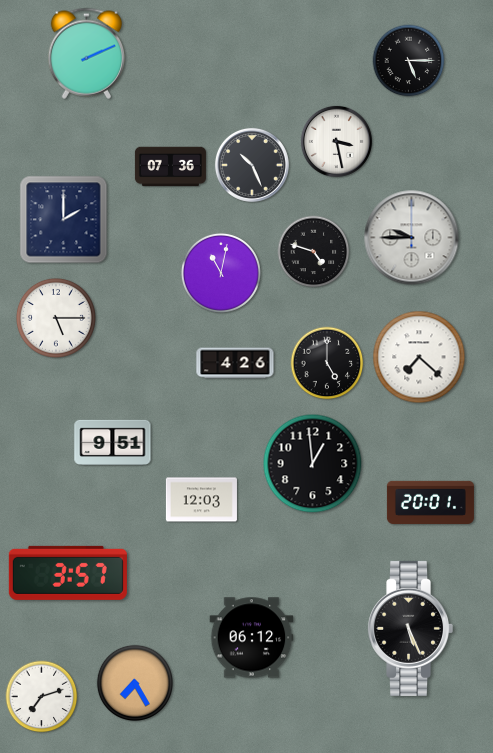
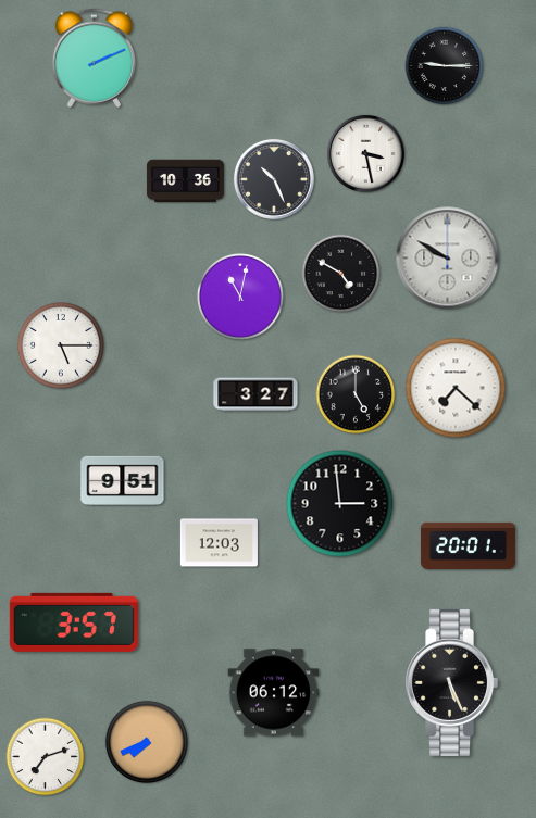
clock at (409, 61): 5:15 -> 9:15
clock at (170, 167): 07:36 -> 10:36
clock at (64, 220): 2:00 -> none
clock at (412, 238): 9:45 -> 9:50
clock at (314, 252): 4:48 -> 4:50
clock at (235, 363): 4:26 -> 3:27
clock at (313, 464): 12:59 -> 2:59
clock at (410, 628) position: (410, 628) -> (451, 682)
clock at (134, 682): 7:25 -> 7:41
